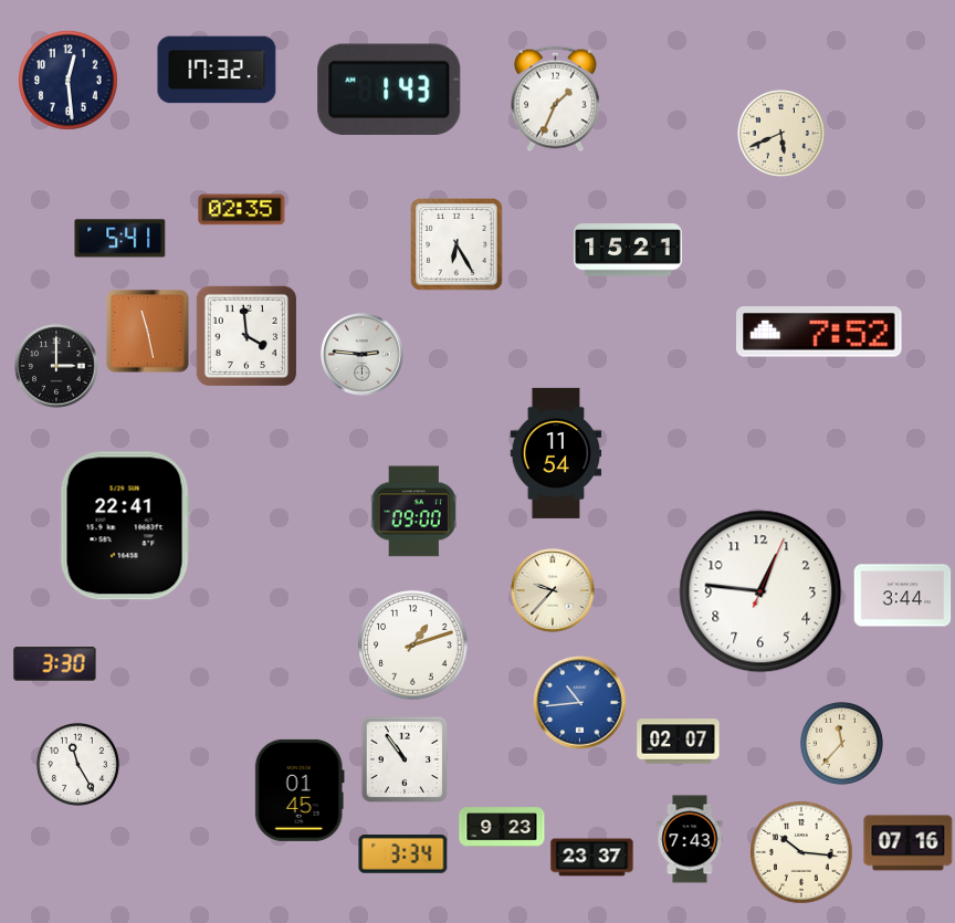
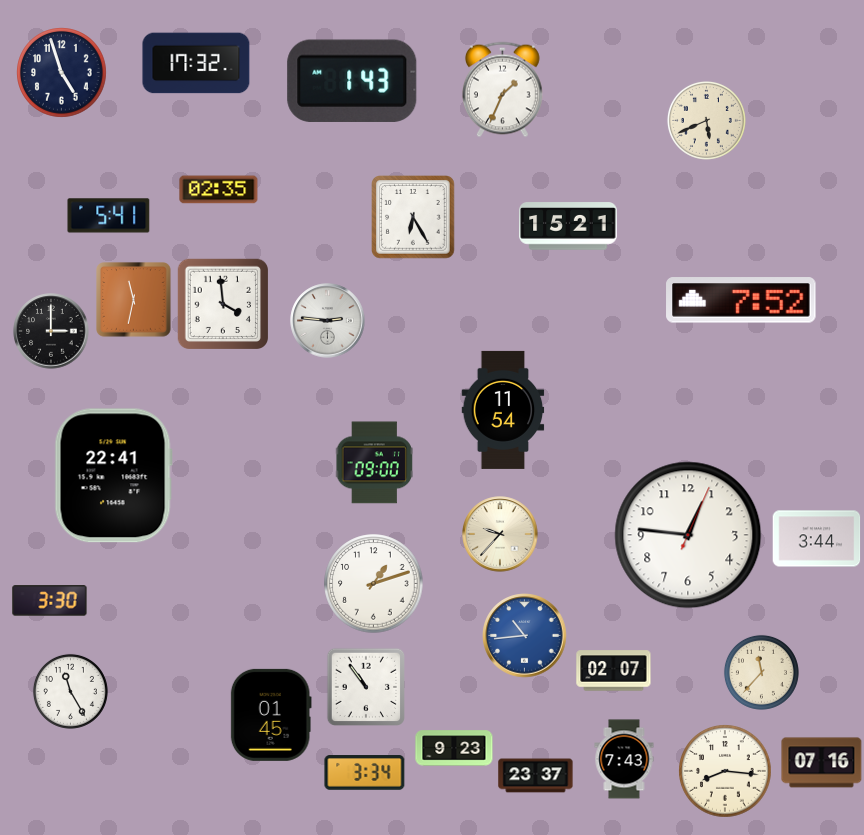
clock at (69, 81): 12:29 -> 4:57
clock at (458, 245) position: (458, 245) -> (414, 218)
clock at (148, 332): 11:28 -> 11:32
clock at (801, 852): 10:16 -> 8:16
